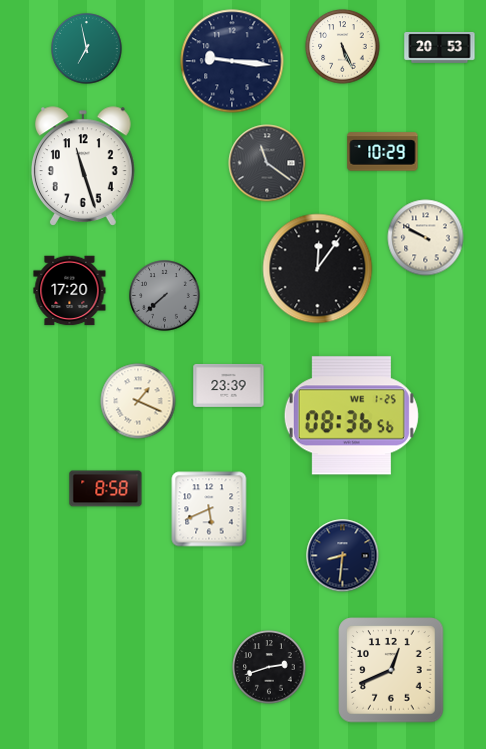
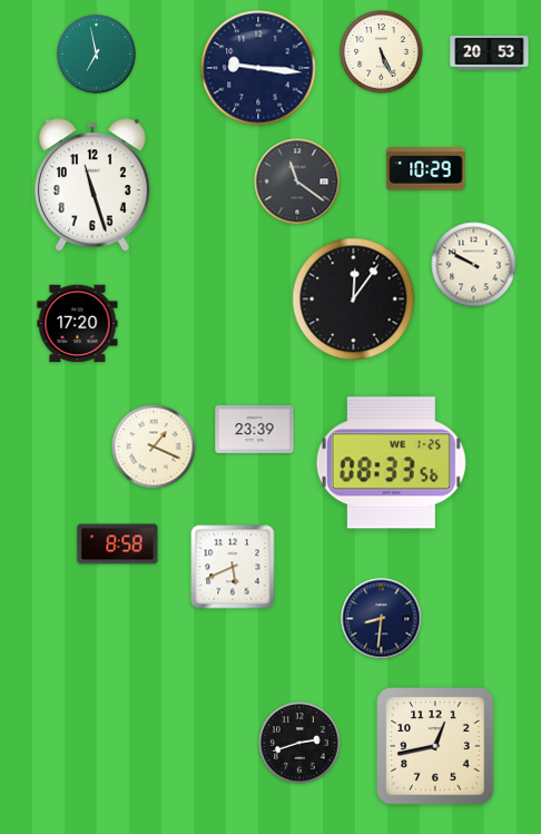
clock at (165, 296): 7:38 -> none
clock at (351, 416): 08:36 -> 08:33
clock at (391, 670): 12:41 -> 12:43
